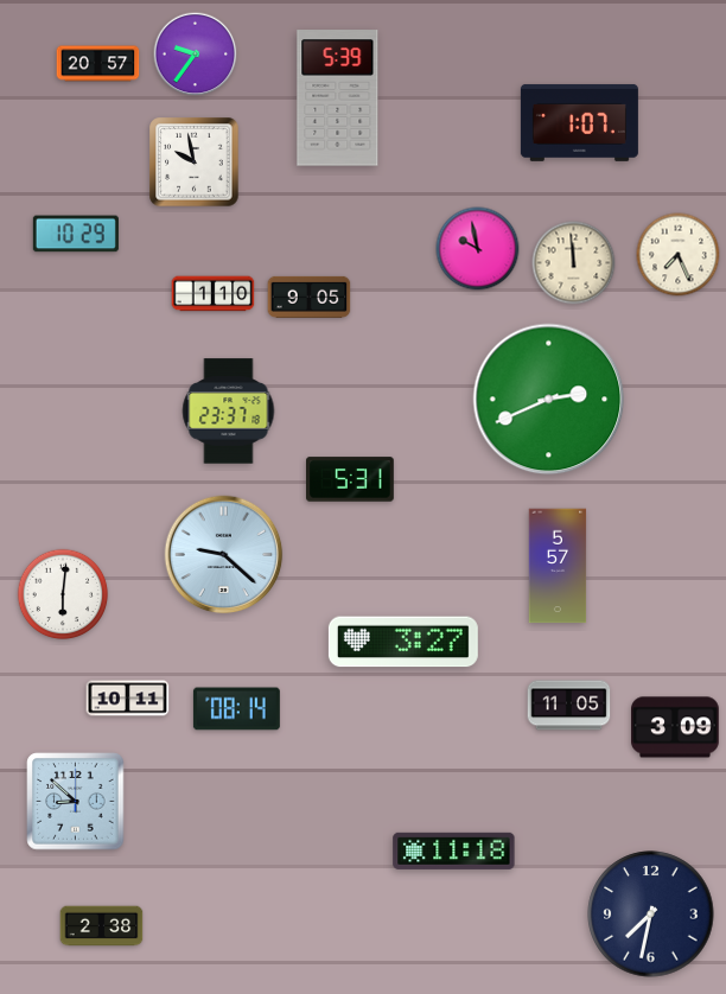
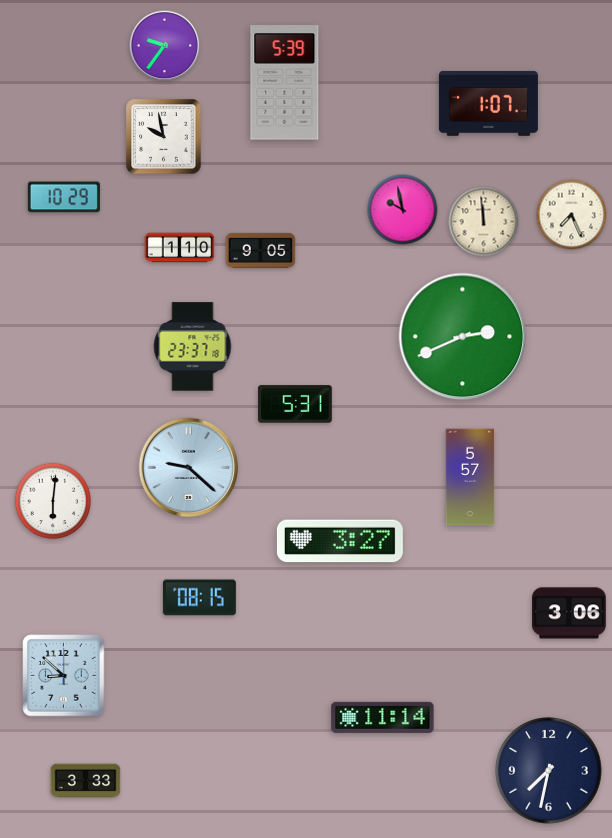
clock at (98, 64): 20:57 -> none
clock at (128, 699): 10:11 -> none
clock at (569, 706): 11:05 -> none
clock at (236, 709): 08:14 -> 08:15
clock at (676, 727): 3:09 -> 3:06
clock at (454, 850): 11:18 -> 11:14
clock at (102, 926): 2:38 -> 3:33
